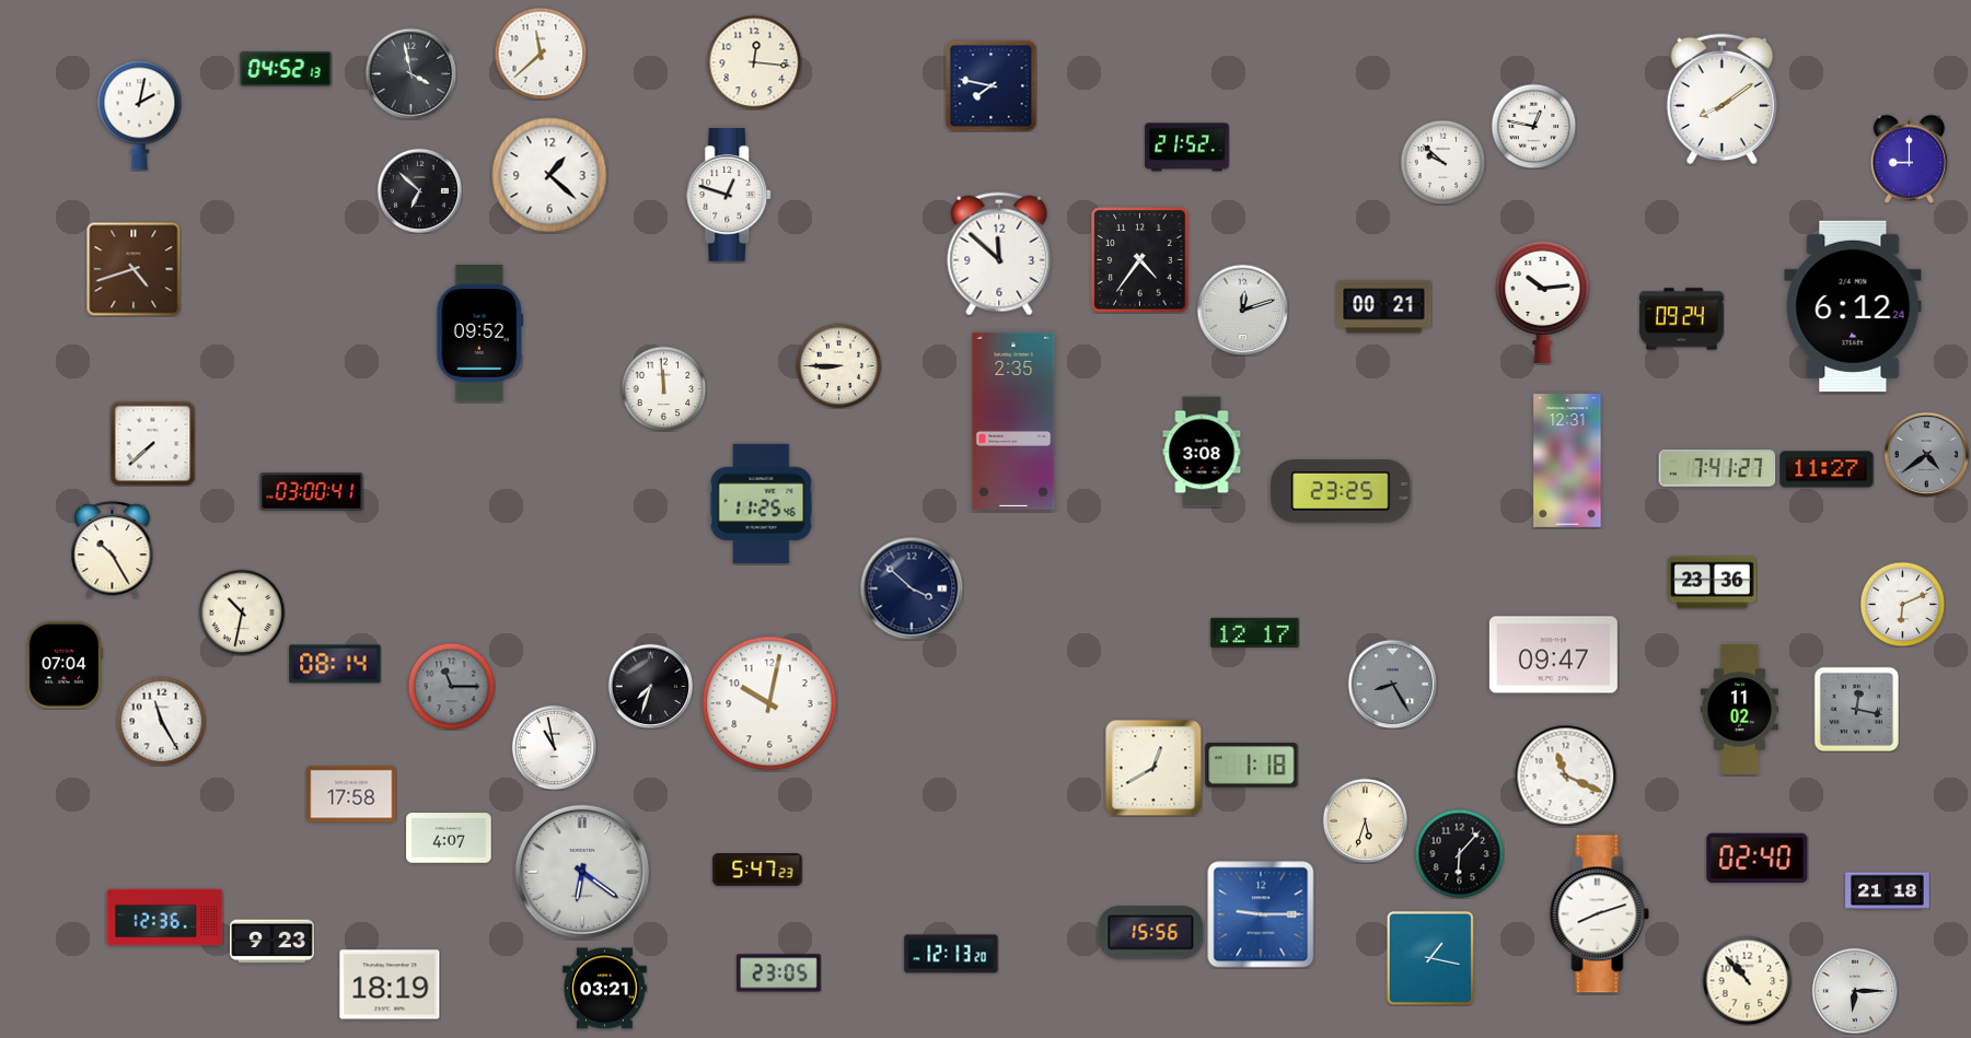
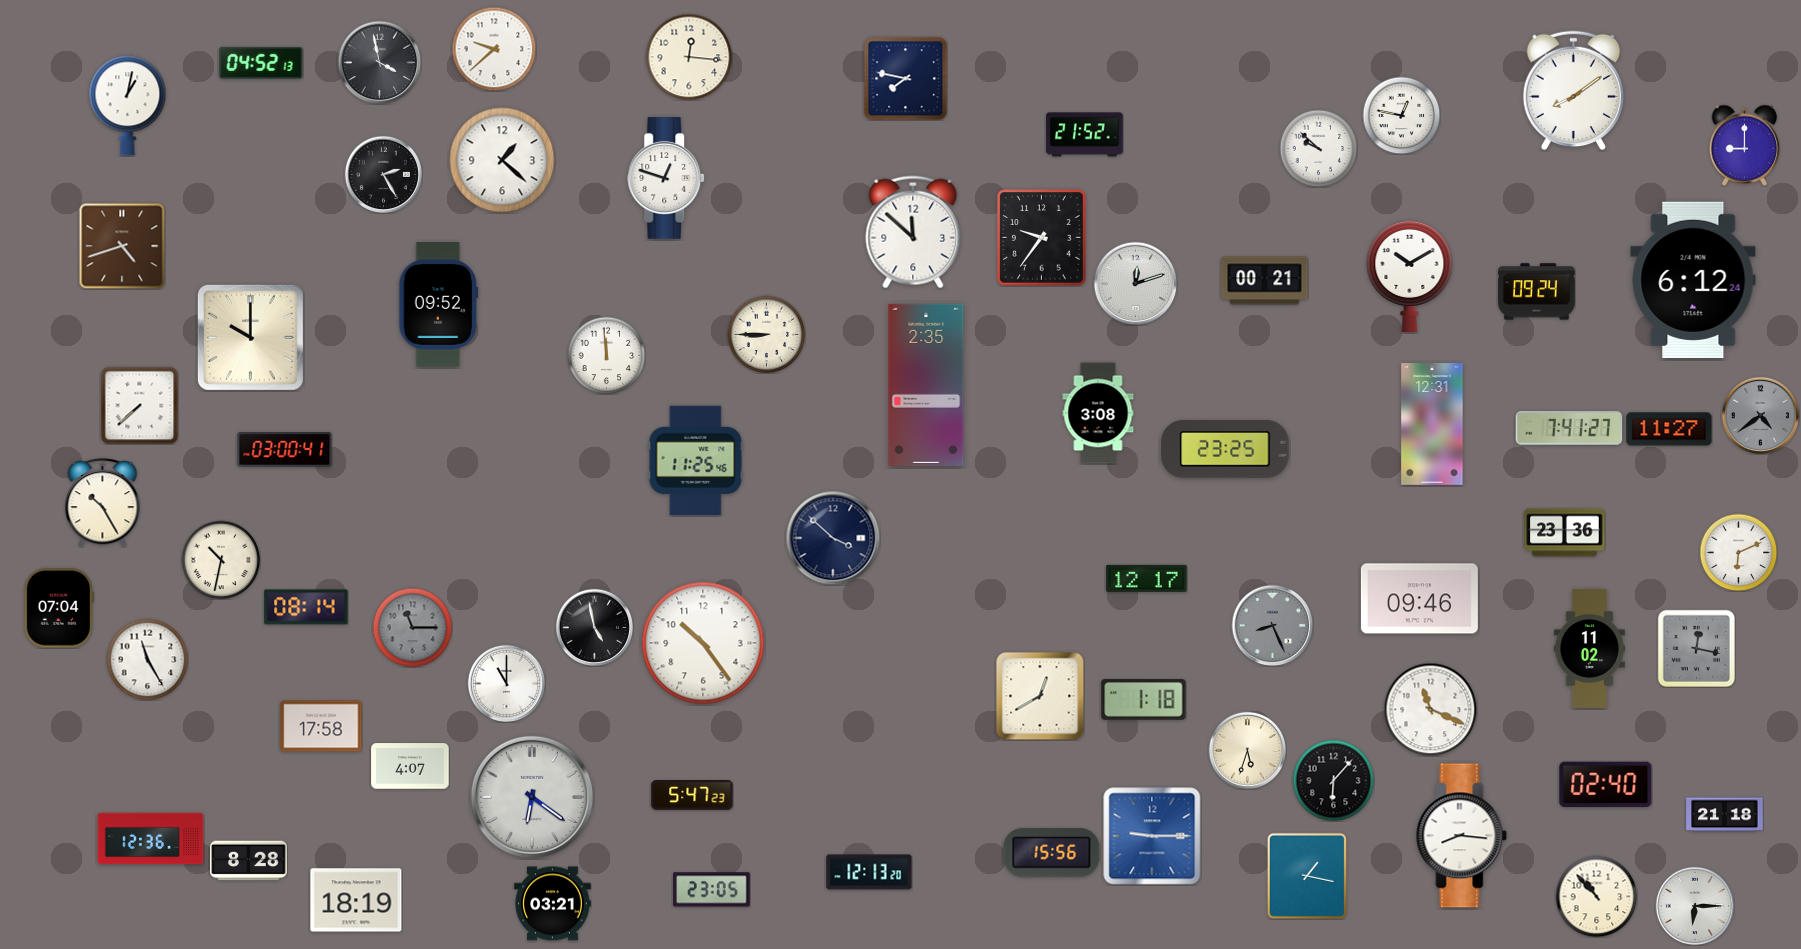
clock at (541, 54): 11:38 -> 9:38
clock at (410, 73) position: (410, 73) -> (379, 62)
clock at (140, 116): 2:02 -> 1:02
clock at (419, 190): 6:52 -> 2:25
clock at (1140, 260): 4:36 -> 9:36
clock at (1543, 301): 10:14 -> 10:10
clock at (250, 337): none -> 10:00
clock at (1567, 460) position: (1567, 460) -> (1432, 424)
clock at (1553, 655): 09:47 -> 09:46
clock at (1392, 684): 8:25 -> 8:26
clock at (650, 686): 7:33 -> 4:58
clock at (769, 703): 10:02 -> 10:24
clock at (554, 747): 10:58 -> 11:00
clock at (1153, 768) position: (1153, 768) -> (1040, 696)
clock at (1600, 914): 8:12 -> 8:16
clock at (273, 942): 9:23 -> 8:28
